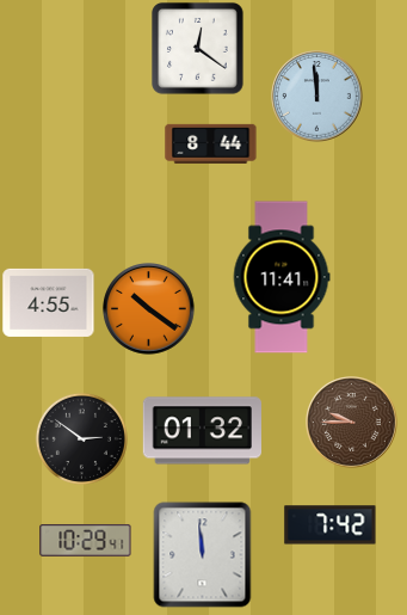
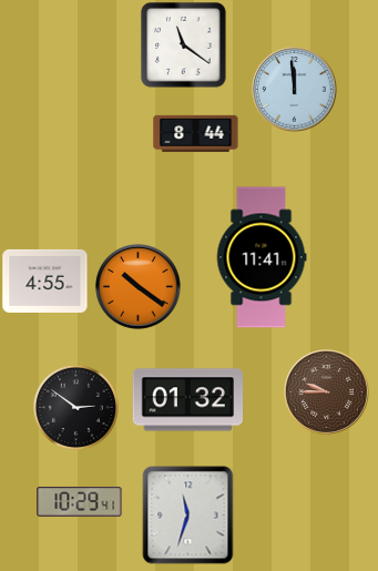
clock at (198, 49): 12:21 -> 11:21
clock at (331, 525): 7:42 -> none
clock at (203, 555): 11:59 -> 11:33
